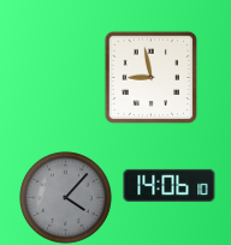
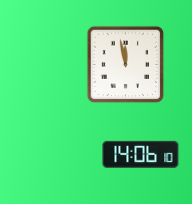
clock at (150, 77): 8:58 -> 11:58
clock at (66, 198): 4:07 -> none
